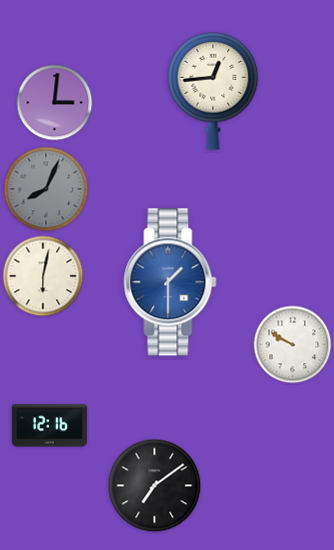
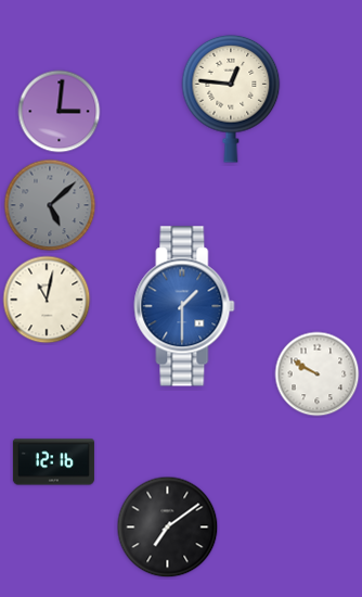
clock at (213, 91): 12:44 -> 12:46
clock at (46, 189): 8:04 -> 5:08
clock at (43, 276): 6:02 -> 11:02
